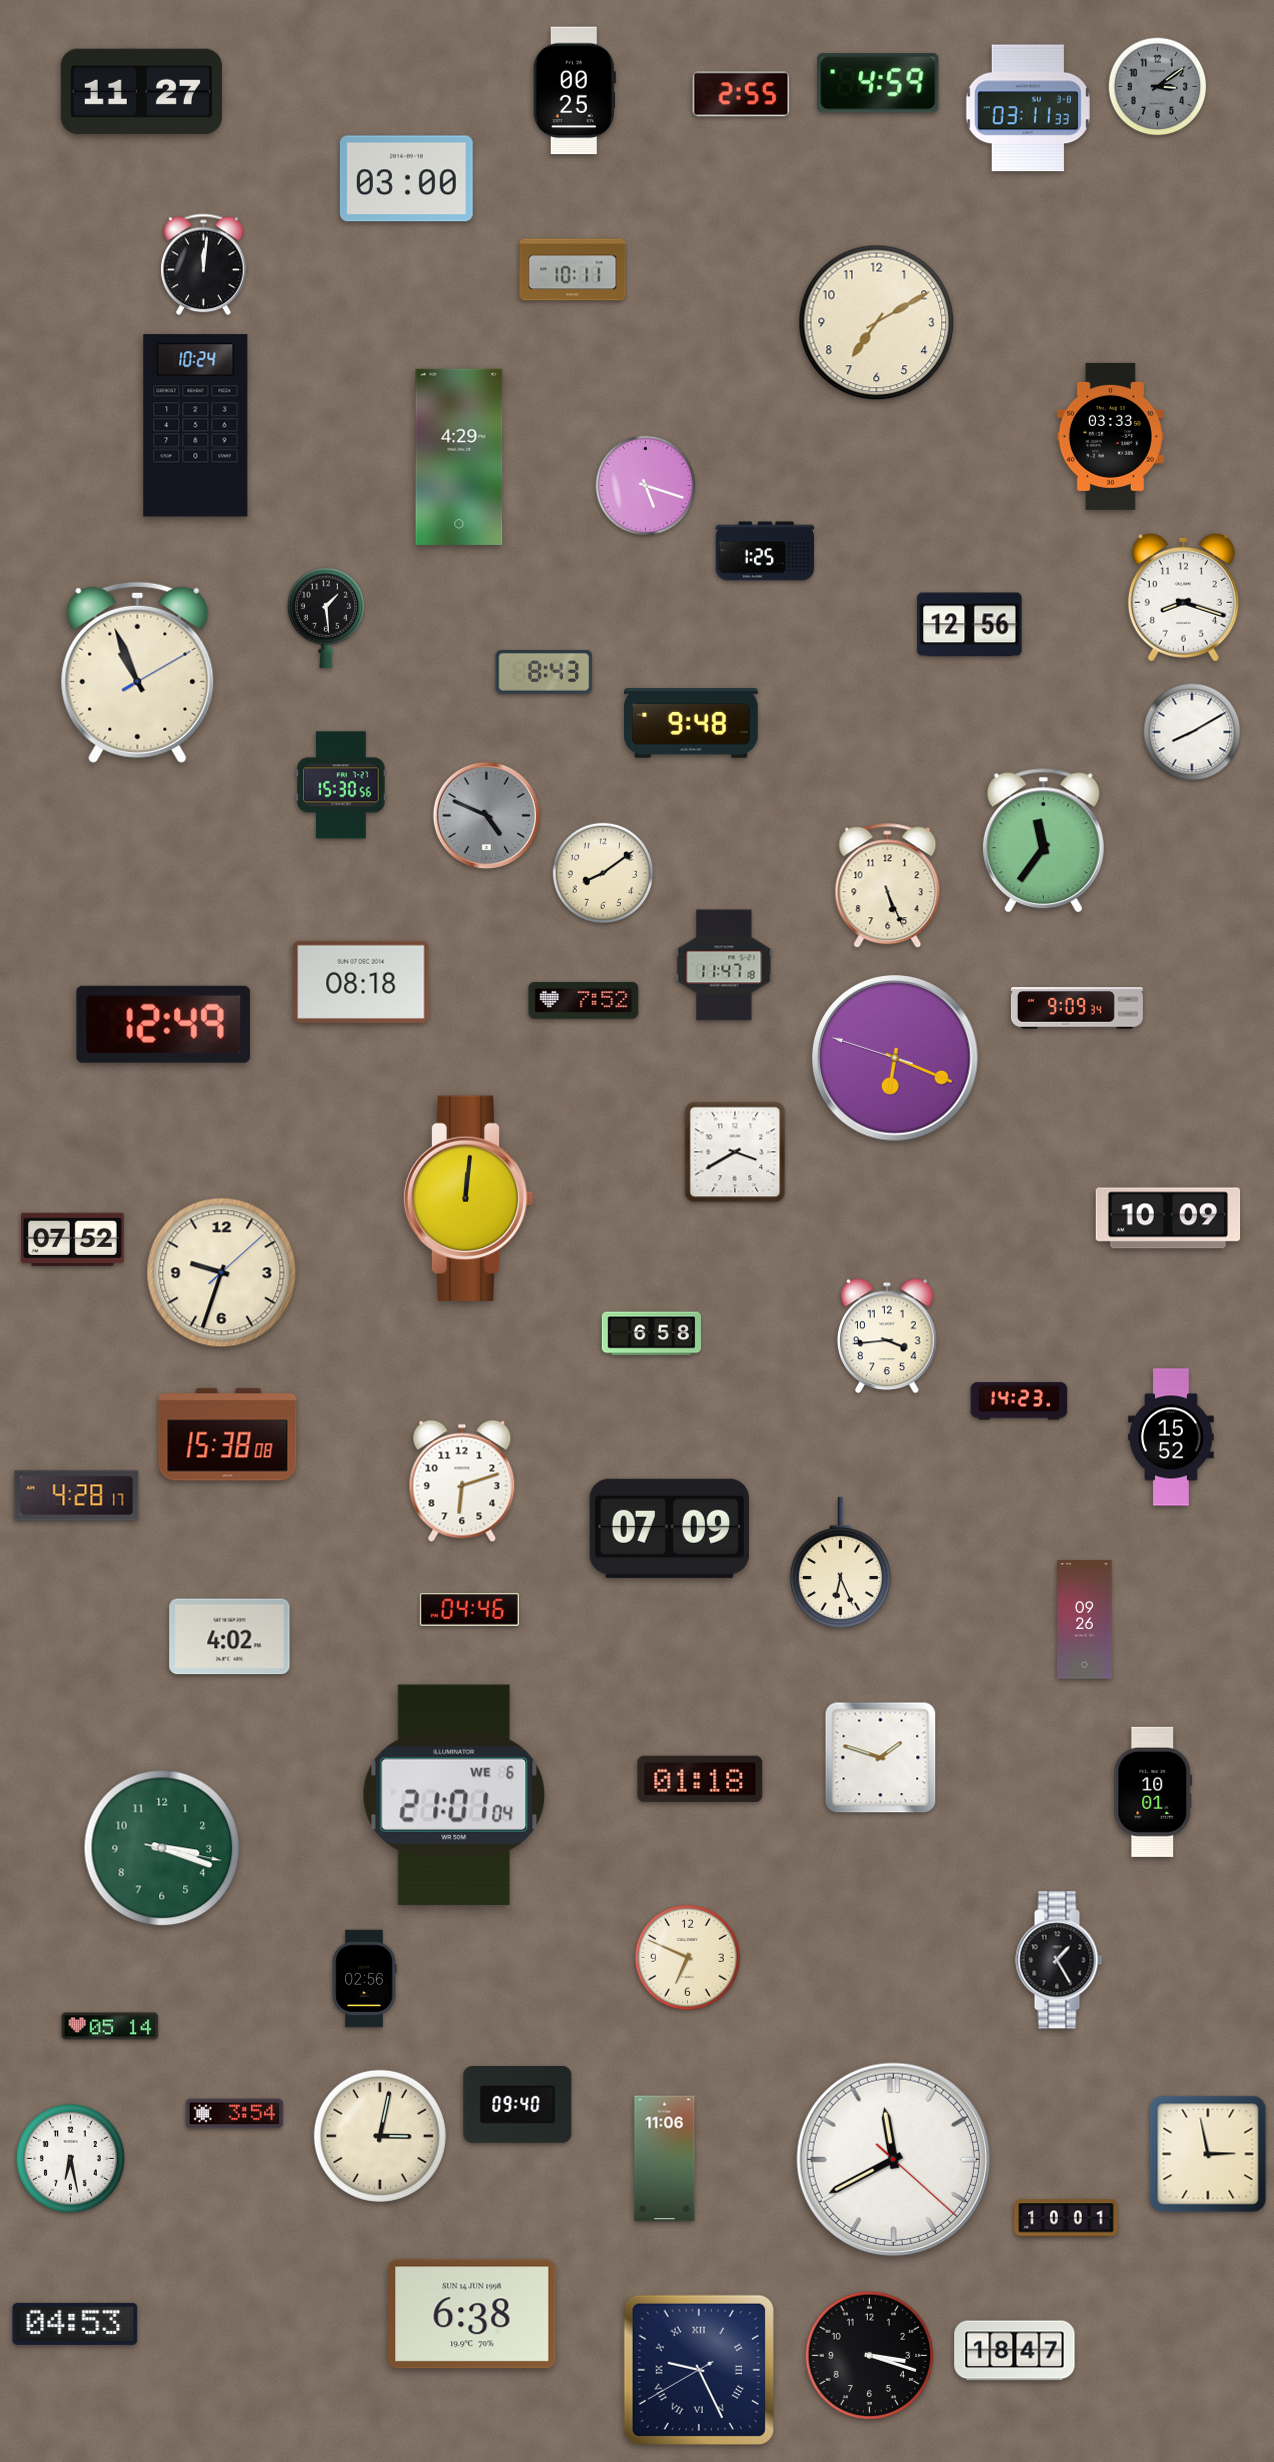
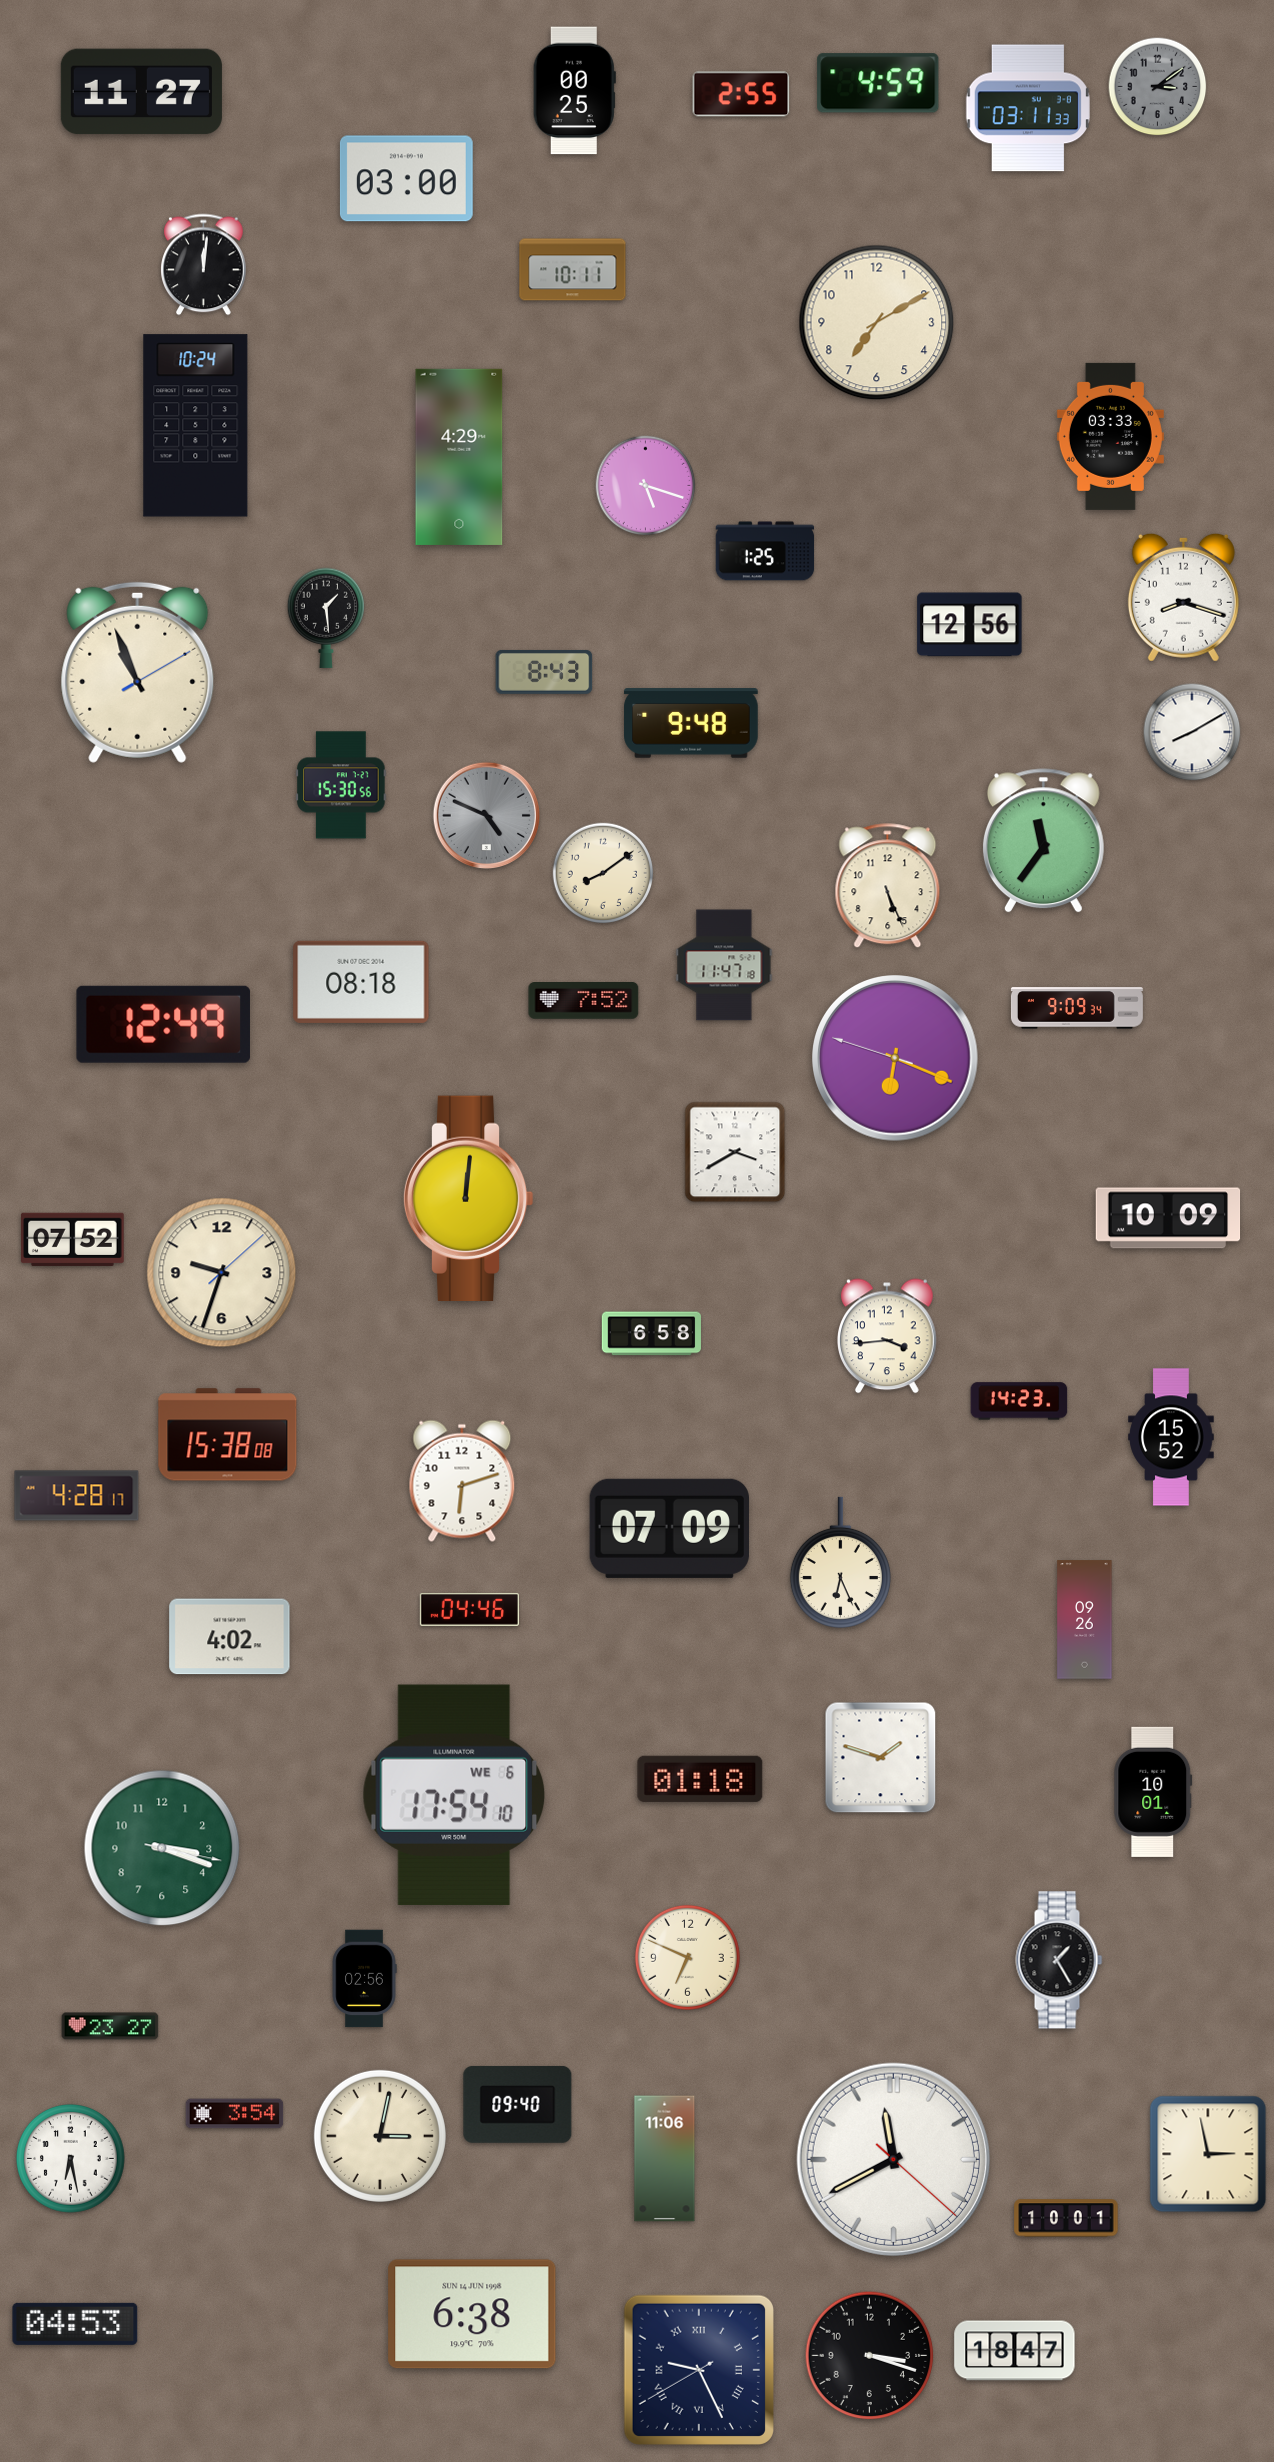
clock at (454, 1795): 21:01 -> 17:54
clock at (110, 2026): 05:14 -> 23:27
